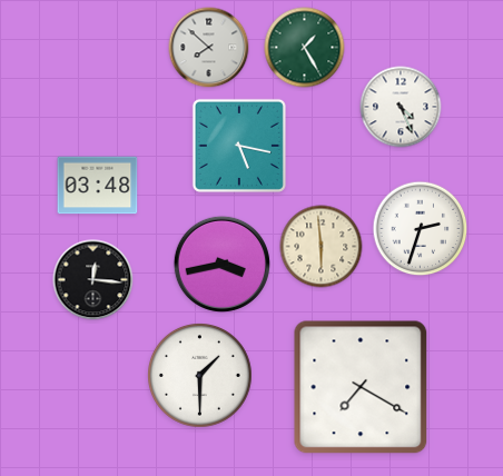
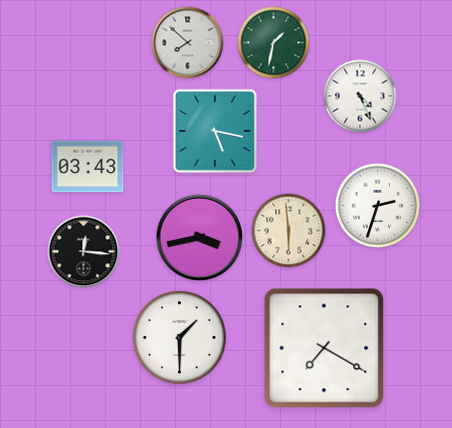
clock at (305, 48): 1:25 -> 1:32
clock at (98, 186): 03:48 -> 03:43
clock at (322, 247) position: (322, 247) -> (289, 231)
